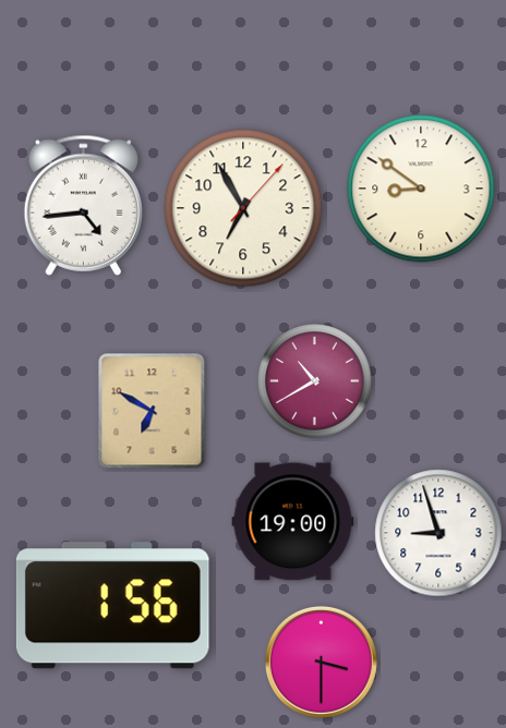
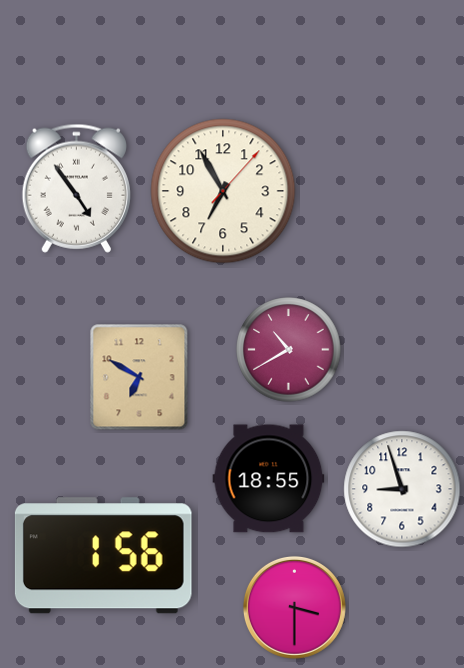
clock at (421, 189): 8:51 -> none
clock at (83, 205): 4:44 -> 4:54
clock at (293, 522): 19:00 -> 18:55
